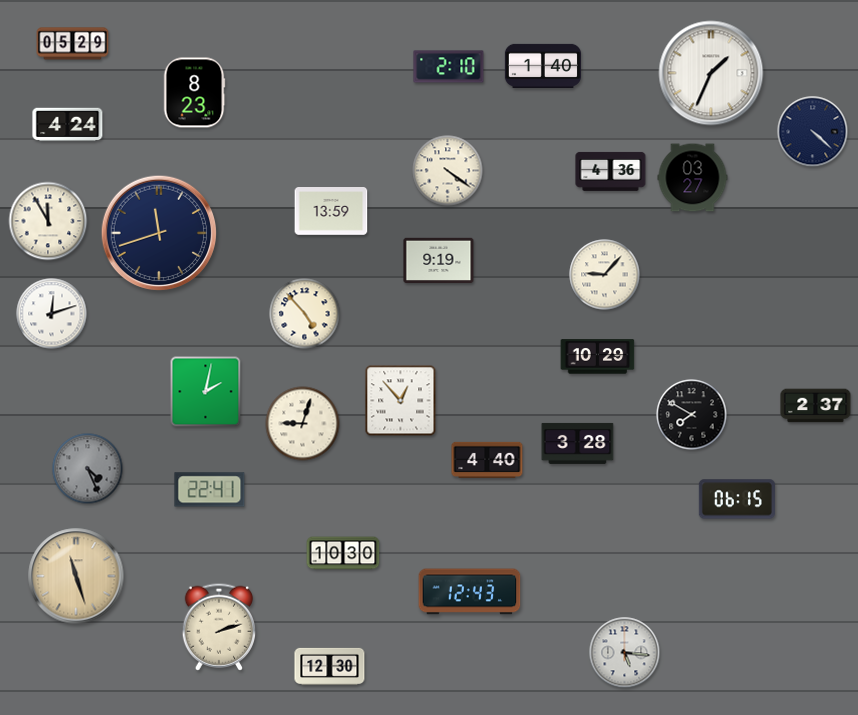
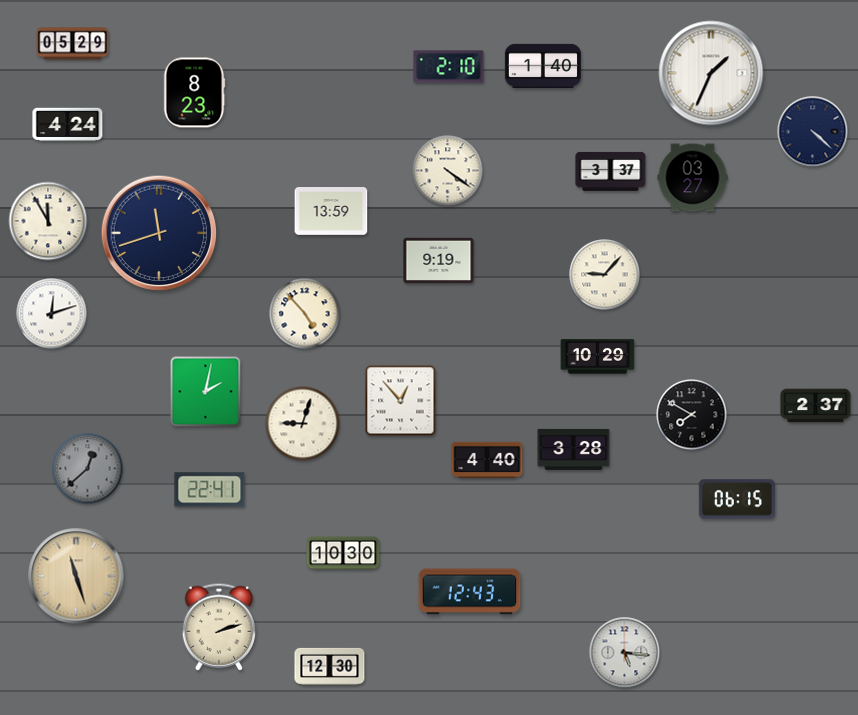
clock at (611, 171): 4:36 -> 3:37
clock at (578, 443) position: (578, 443) -> (574, 449)
clock at (88, 469): 4:26 -> 12:38
